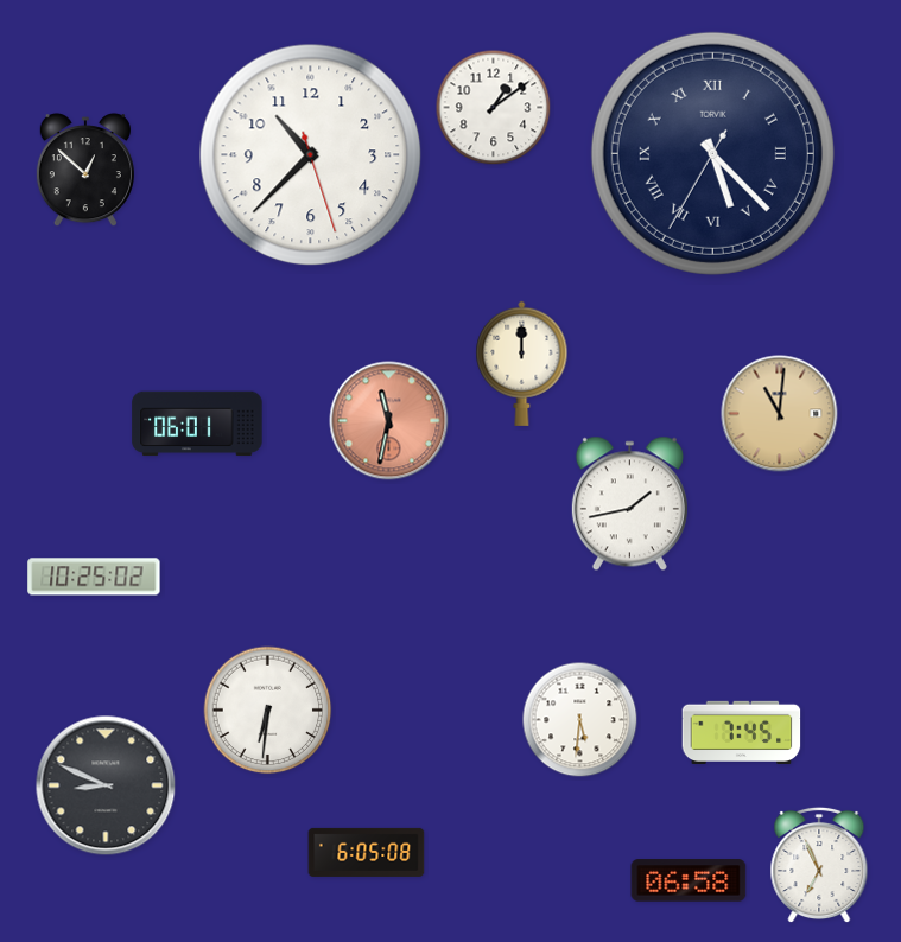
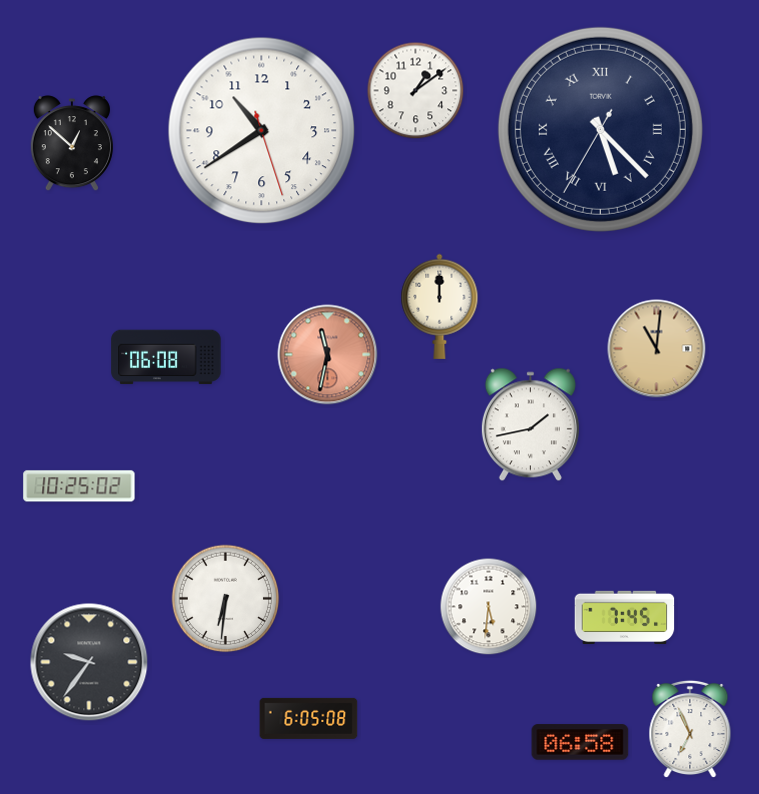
clock at (311, 155): 10:37 -> 10:39
clock at (197, 424): 06:01 -> 06:08
clock at (106, 785): 8:49 -> 9:36
